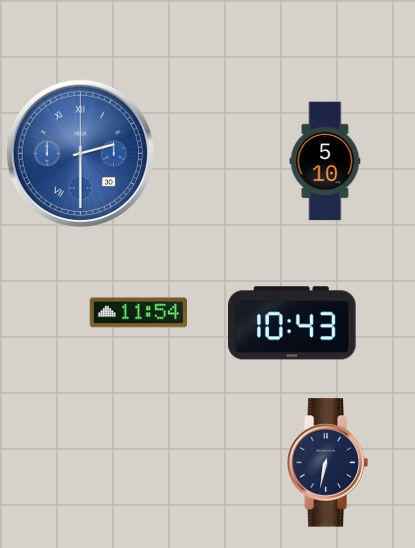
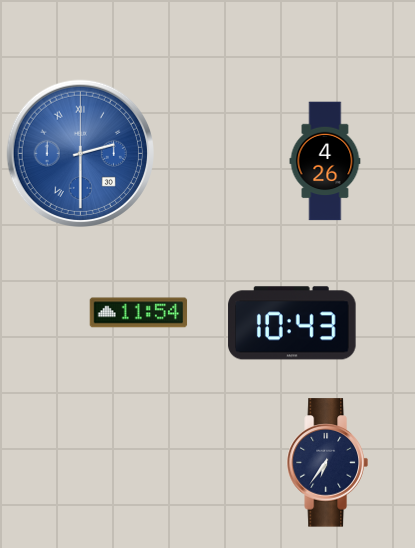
clock at (325, 161): 5:10 -> 4:26
clock at (327, 463): 6:32 -> 6:36
